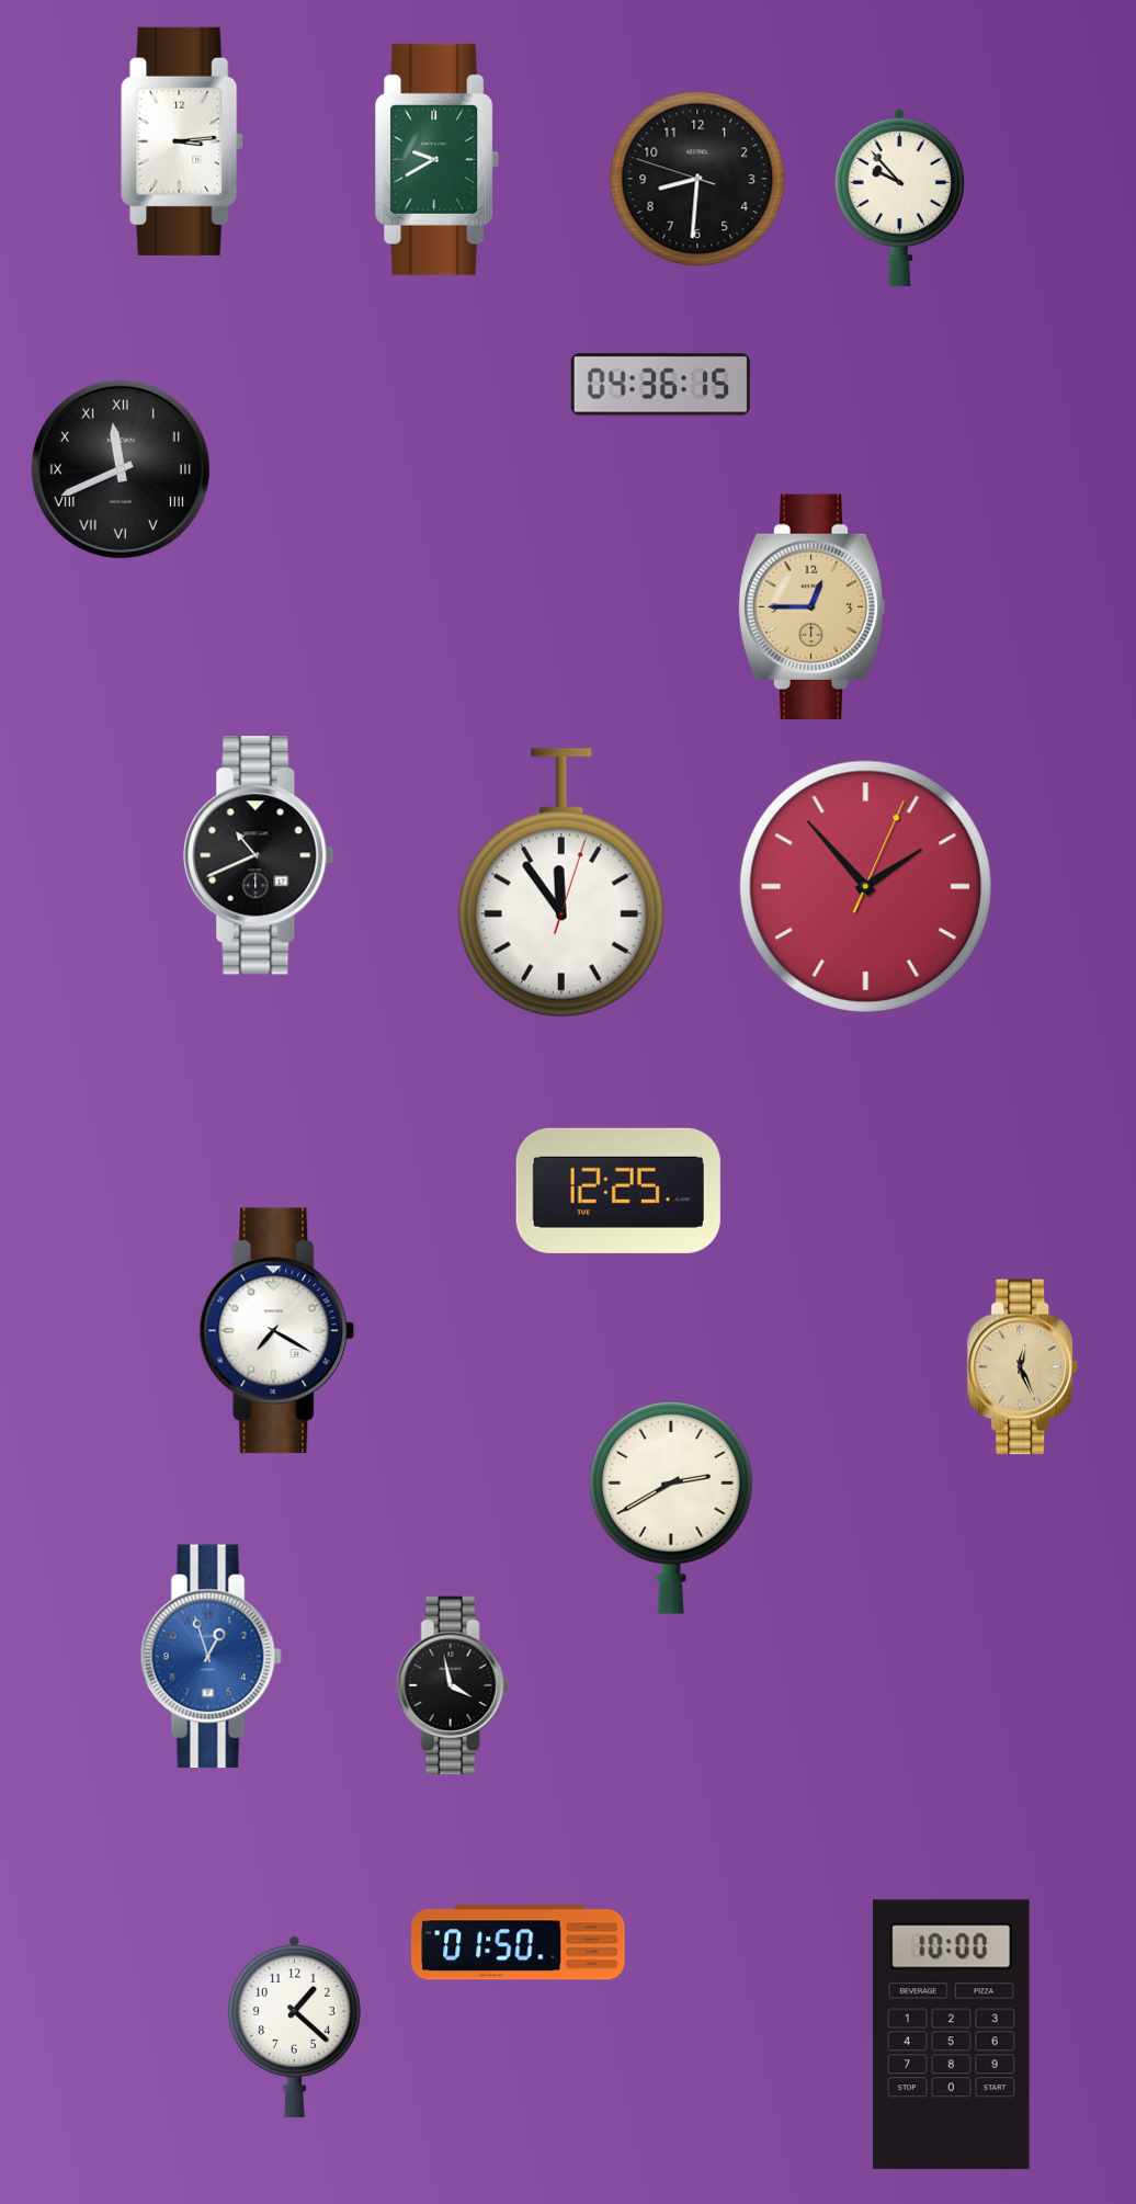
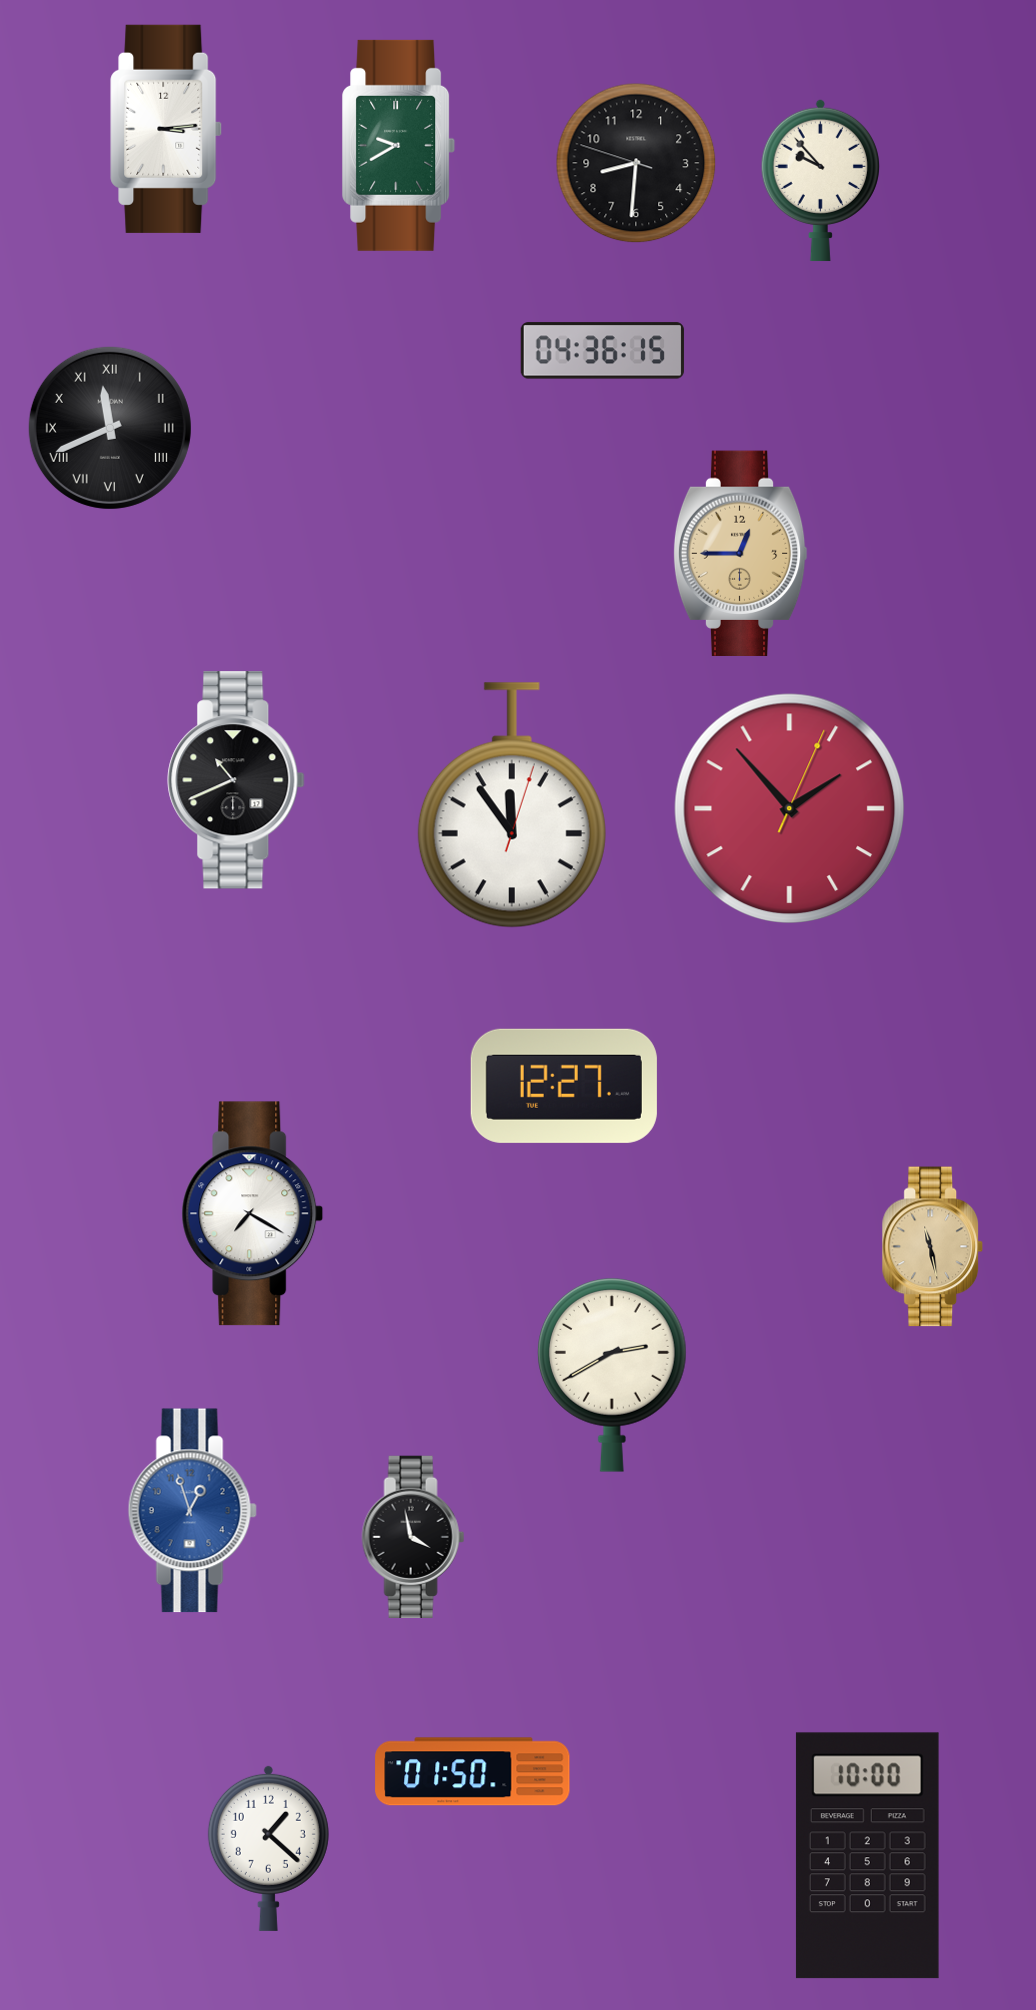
clock at (618, 1191): 12:25 -> 12:27
clock at (1022, 1367): 12:26 -> 11:28
